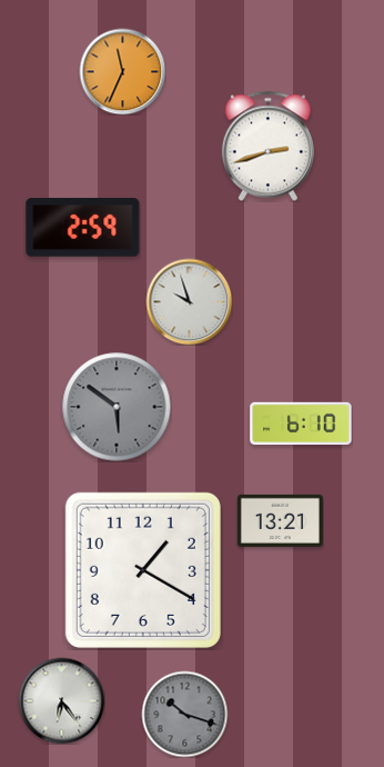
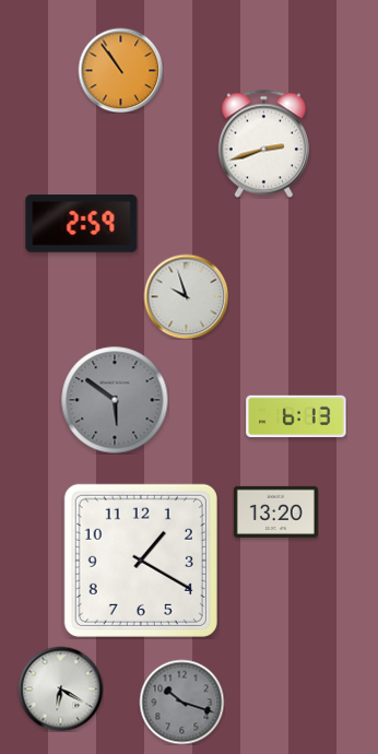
clock at (122, 71): 11:34 -> 10:54
clock at (301, 424): 6:10 -> 6:13
clock at (280, 520): 13:21 -> 13:20
clock at (61, 700): 6:24 -> 6:20
